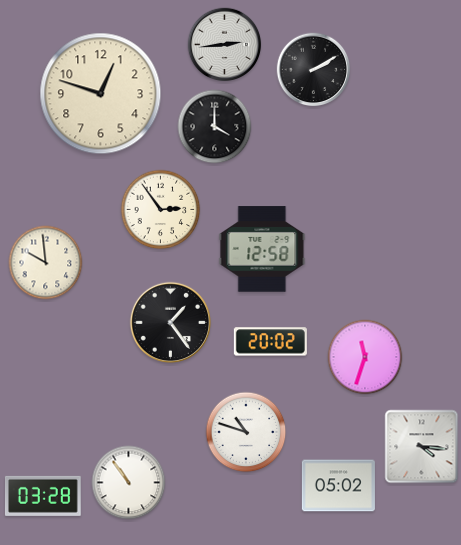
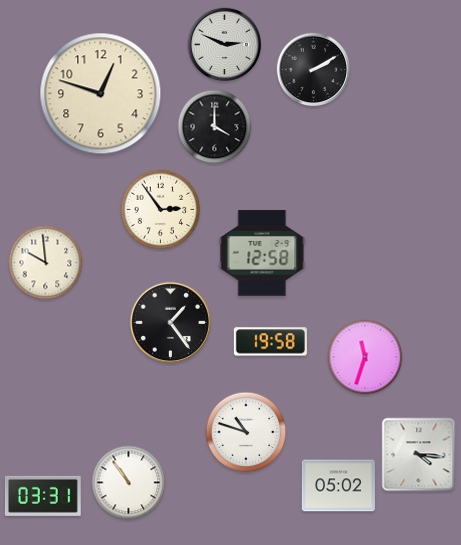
clock at (225, 45): 2:44 -> 2:49
clock at (262, 249) position: (262, 249) -> (262, 253)
clock at (270, 342): 20:02 -> 19:58
clock at (422, 447) position: (422, 447) -> (419, 455)
clock at (43, 496): 03:28 -> 03:31
